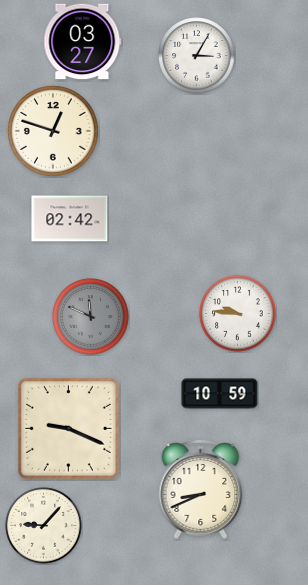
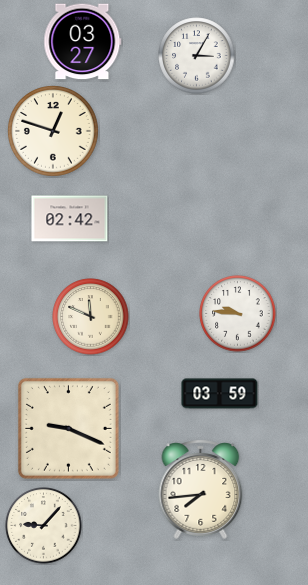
clock at (91, 317) dial: grey -> cream
clock at (220, 394): 10:59 -> 03:59
clock at (201, 489): 8:41 -> 7:44
